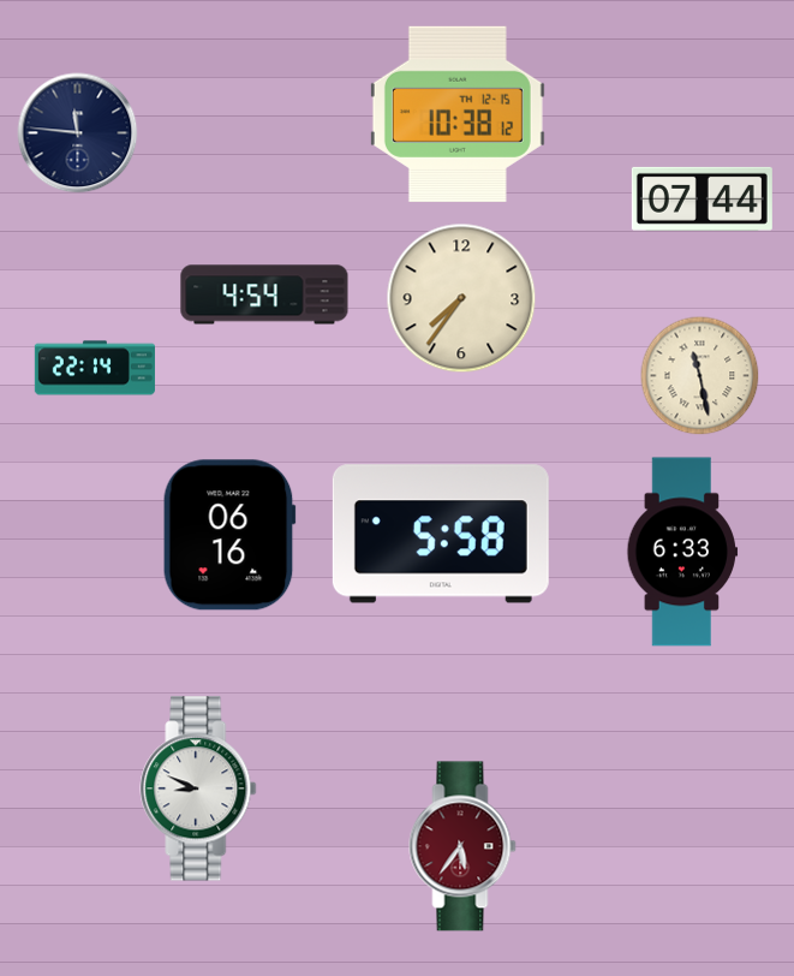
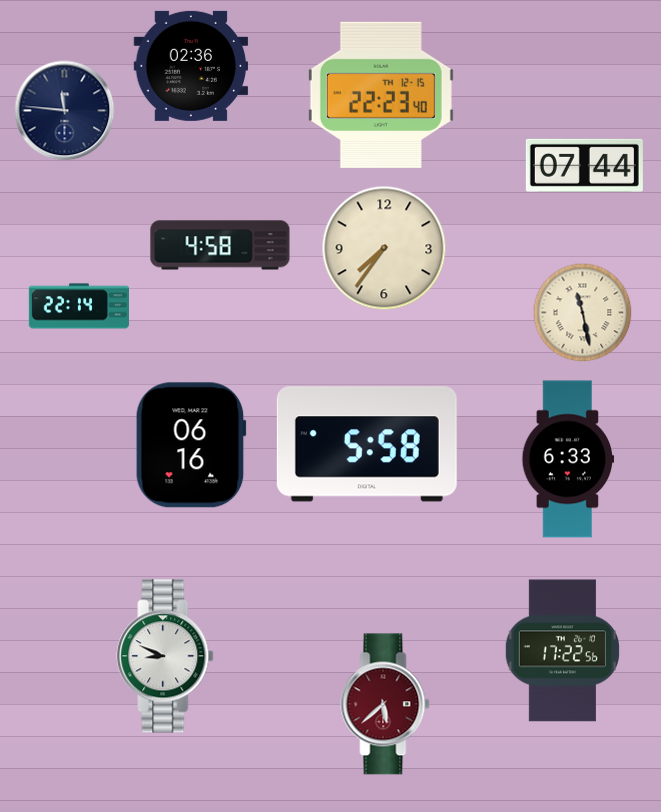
clock at (191, 66): none -> 02:36
clock at (458, 114): 10:38 -> 22:23
clock at (264, 294): 4:54 -> 4:58
clock at (562, 651): none -> 17:22
clock at (462, 846): 5:36 -> 5:38
